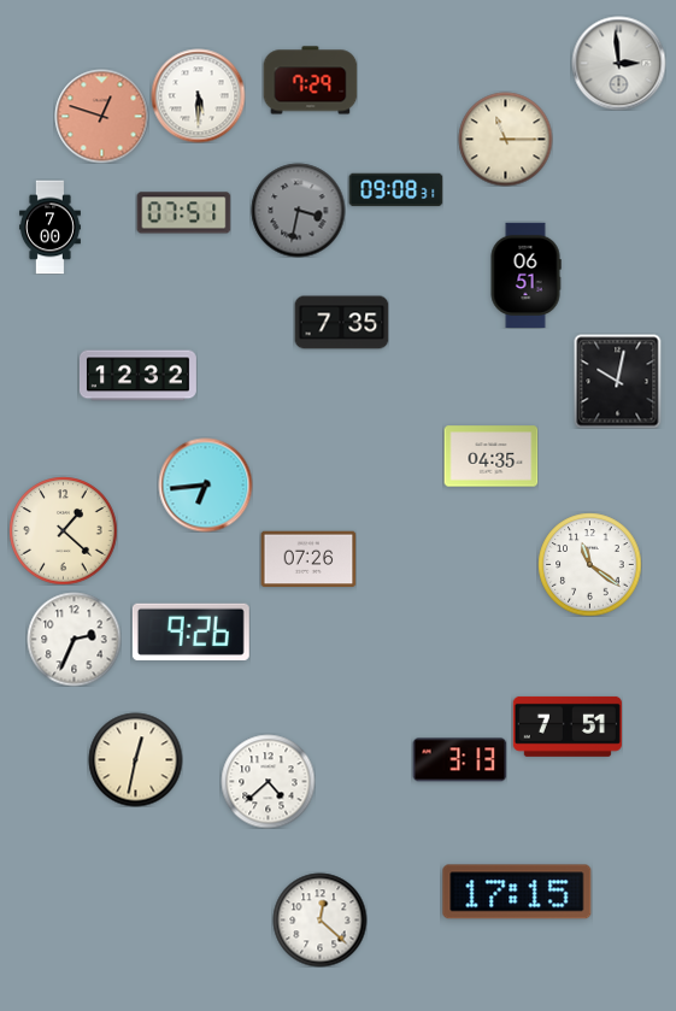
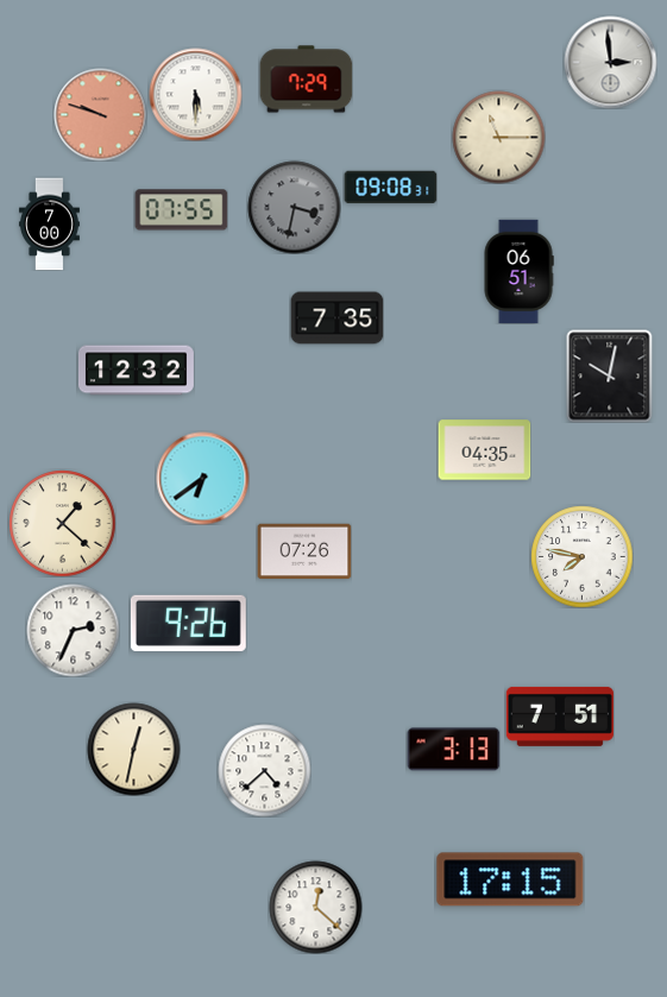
clock at (101, 116): 12:48 -> 9:48
clock at (183, 213): 07:51 -> 07:55
clock at (205, 484): 6:44 -> 6:39
clock at (589, 564): 11:21 -> 7:47
